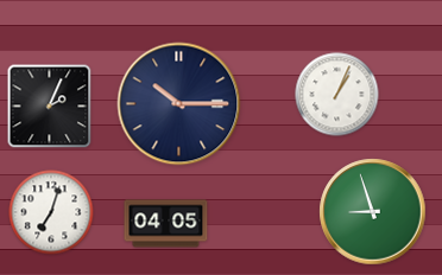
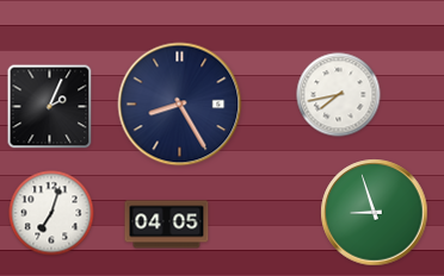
clock at (337, 95): 1:04 -> 7:43
clock at (179, 104): 10:15 -> 8:25
